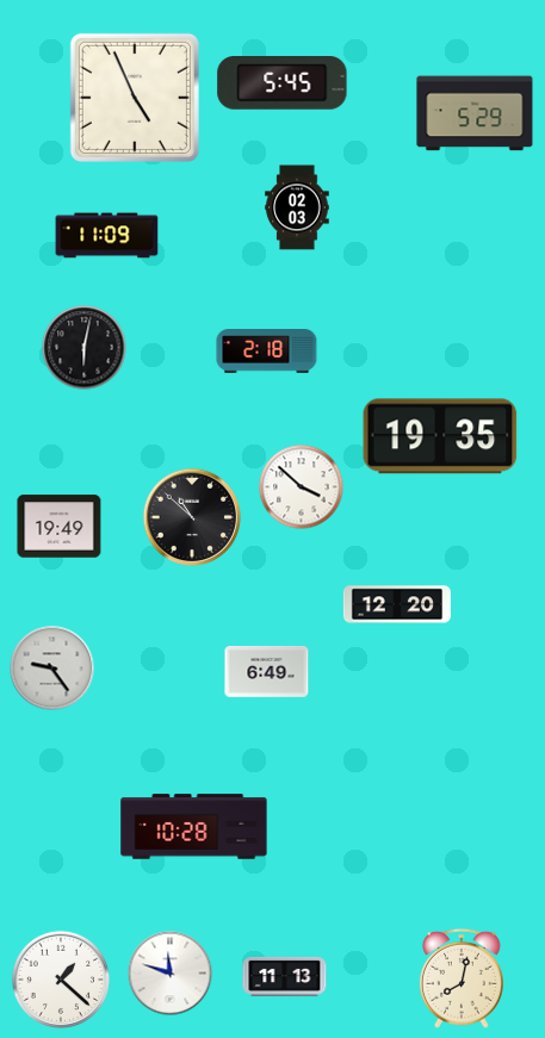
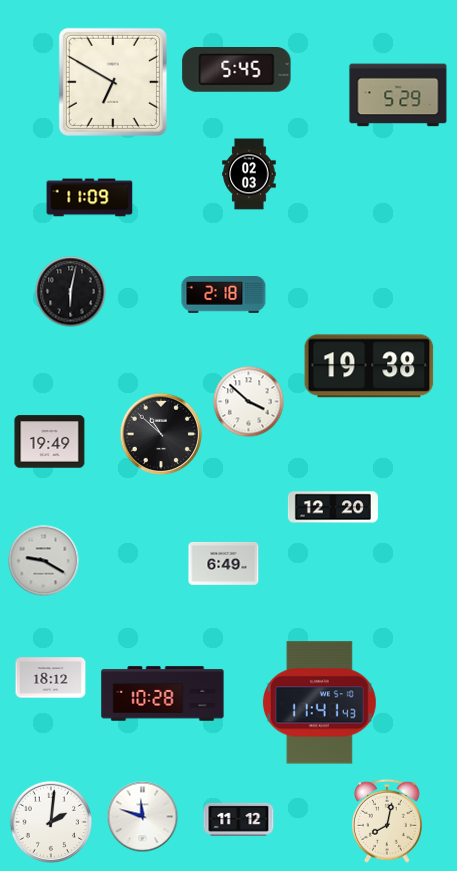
clock at (135, 98): 4:56 -> 6:50
clock at (440, 436): 19:35 -> 19:38
clock at (302, 487) position: (302, 487) -> (249, 402)
clock at (52, 669): 9:24 -> 9:20
clock at (51, 678): none -> 18:12
clock at (319, 703): none -> 11:41
clock at (285, 976): 11:13 -> 11:12
clock at (60, 978): 1:22 -> 2:01
